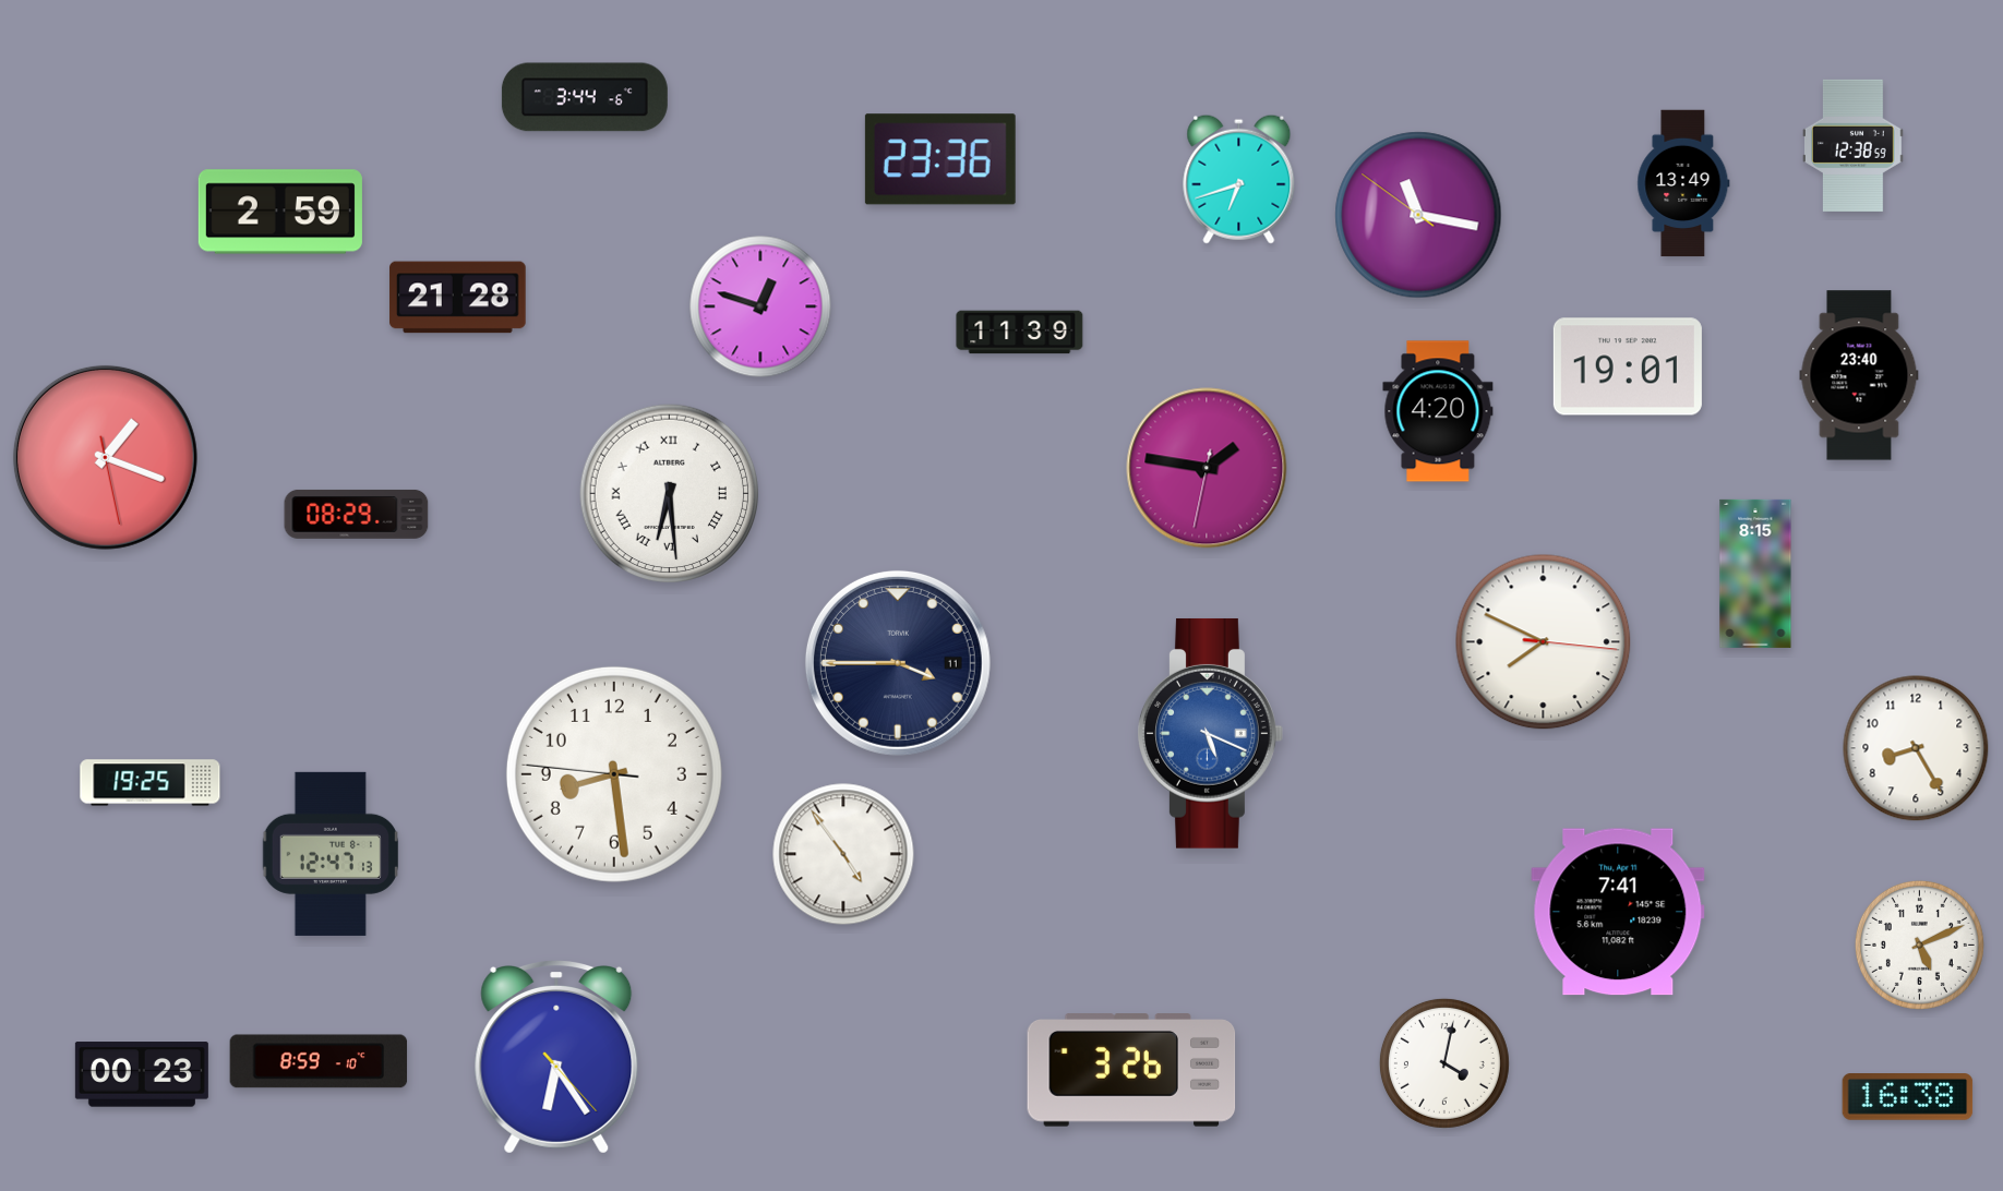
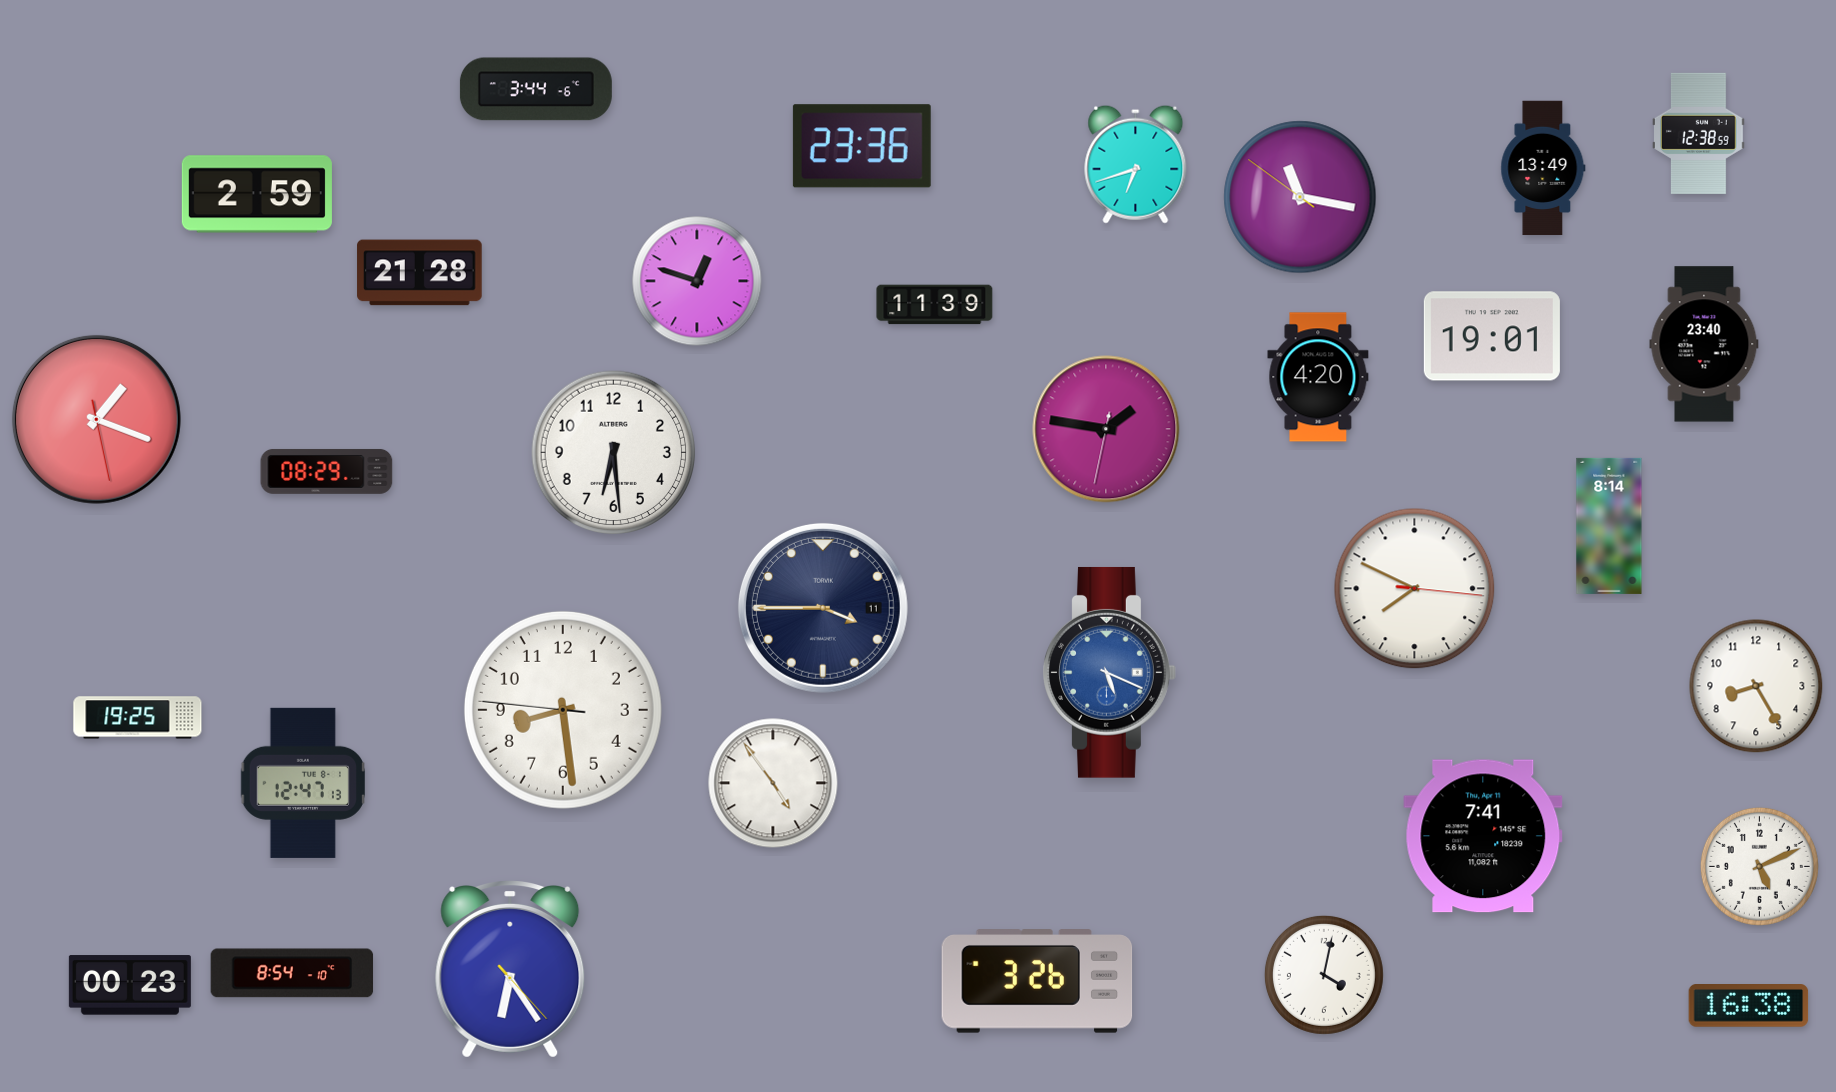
clock at (670, 494) numerals: Roman -> Arabic
clock at (1755, 574): 8:15 -> 8:14
clock at (319, 1061): 8:59 -> 8:54
